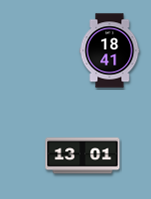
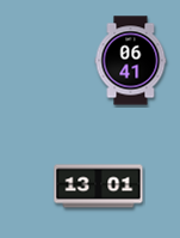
clock at (110, 51): 18:41 -> 06:41
